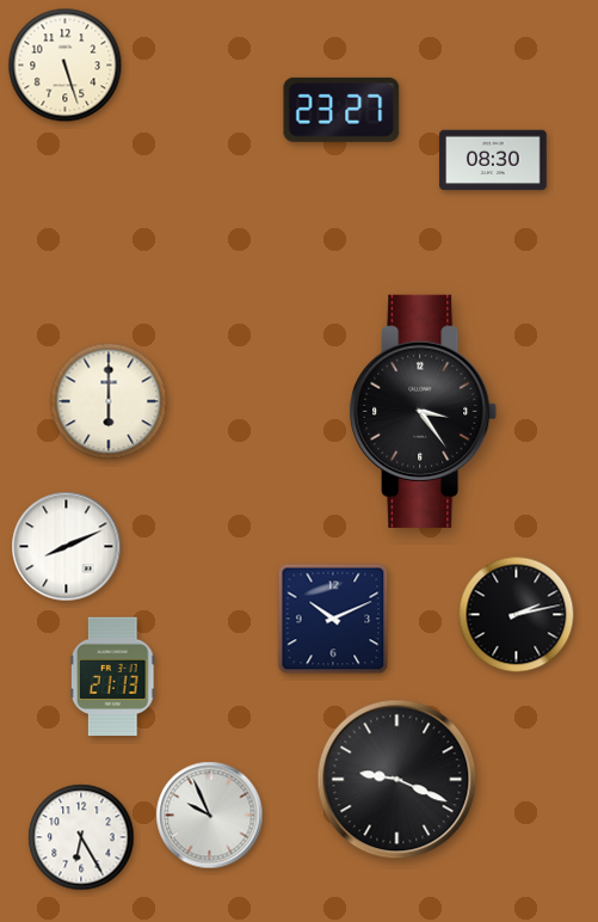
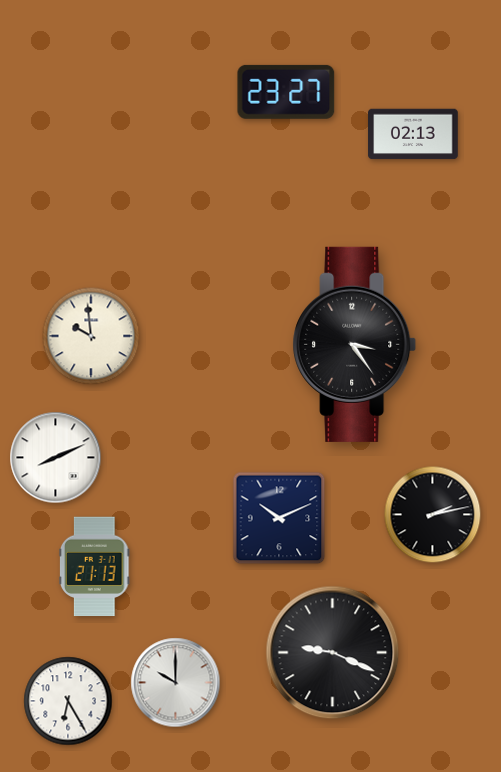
clock at (66, 66): 5:27 -> none
clock at (493, 160): 08:30 -> 02:13
clock at (109, 401): 6:00 -> 9:59
clock at (210, 816): 9:56 -> 10:00
